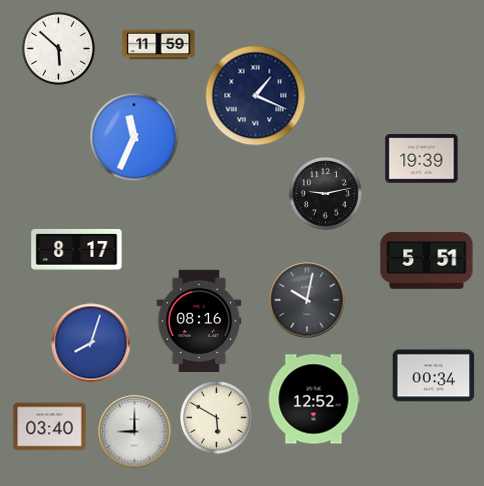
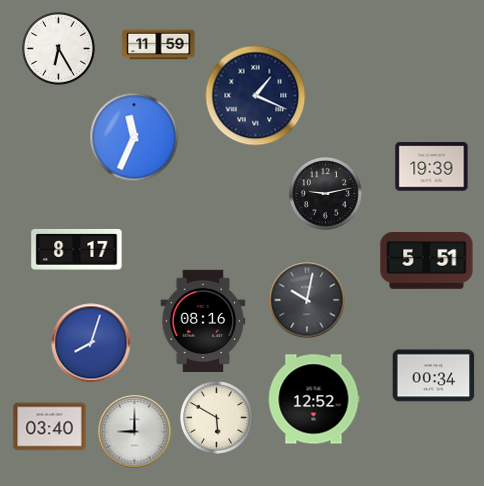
clock at (59, 49): 5:52 -> 6:25
clock at (422, 159) position: (422, 159) -> (432, 167)
clock at (199, 320) position: (199, 320) -> (203, 320)
